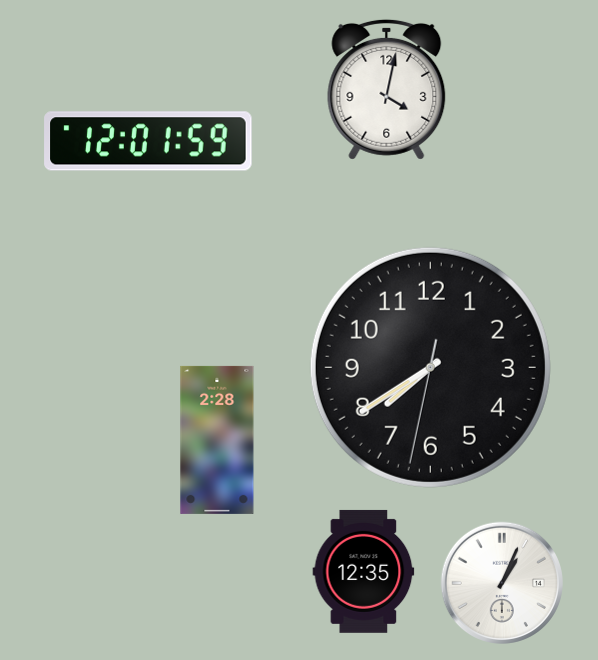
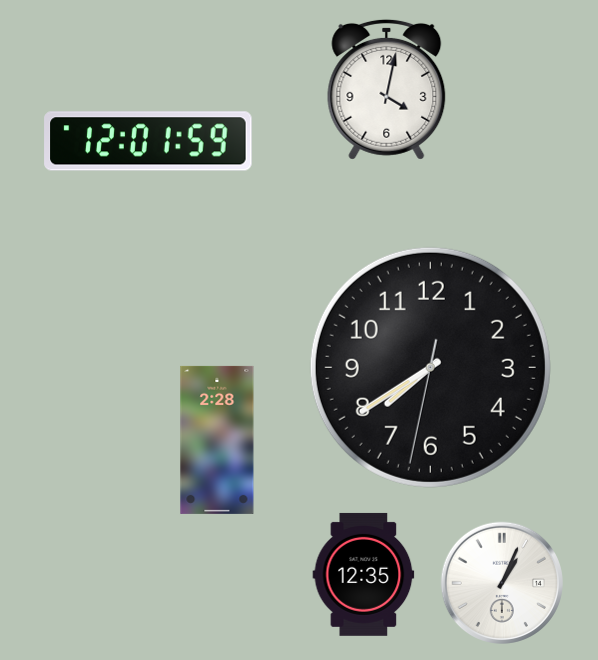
clock at (364, 571) position: (364, 571) -> (364, 574)
